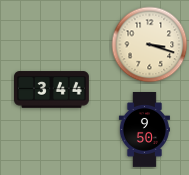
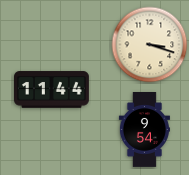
clock at (52, 90): 3:44 -> 11:44
clock at (144, 130): 9:50 -> 9:54
